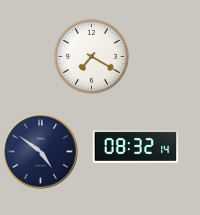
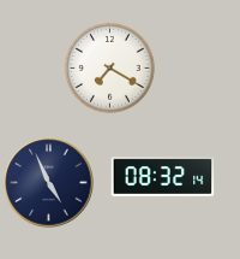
clock at (41, 152): 4:51 -> 4:56
